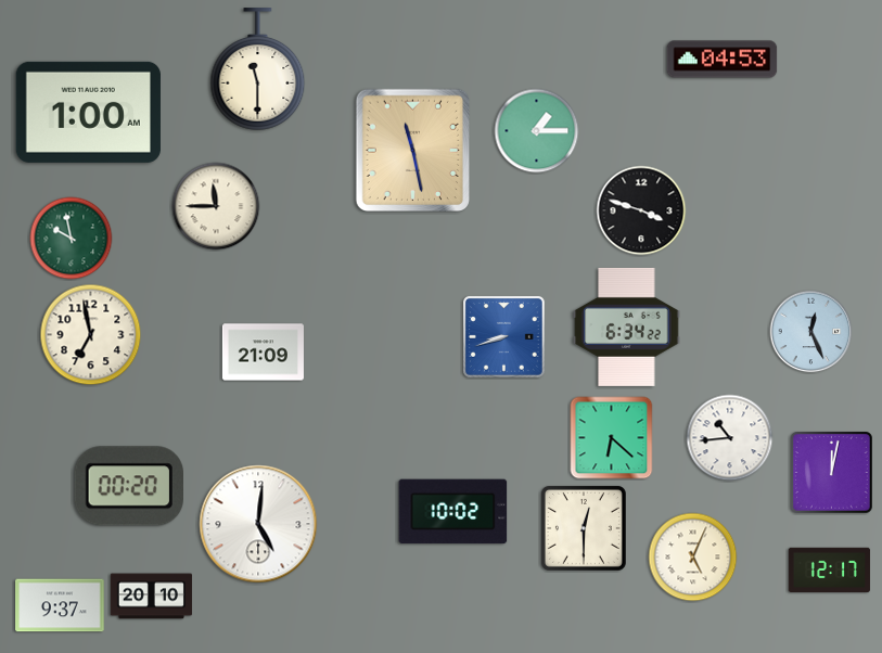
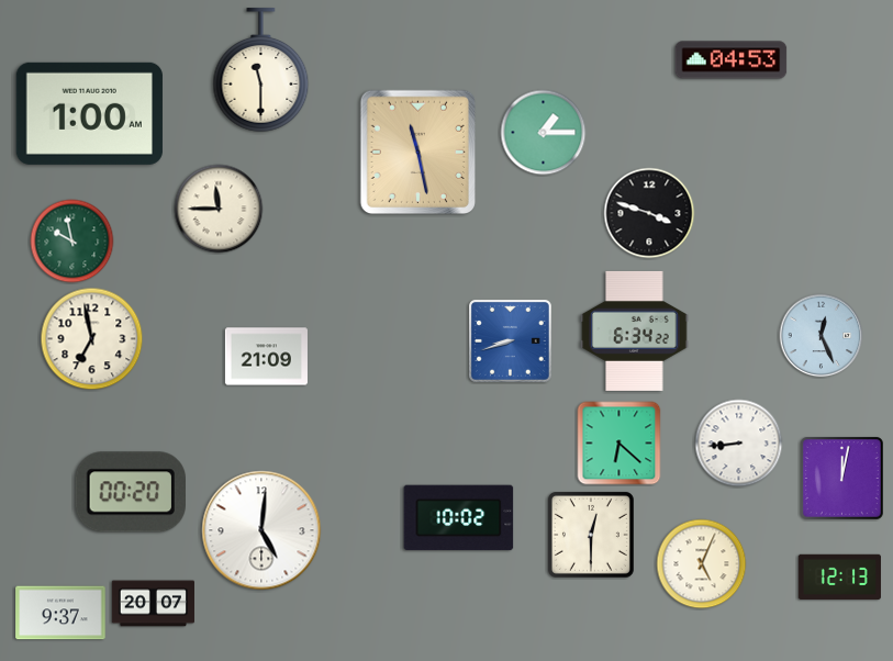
clock at (730, 438): 10:44 -> 8:44
clock at (829, 571): 12:17 -> 12:13
clock at (151, 597): 20:10 -> 20:07
